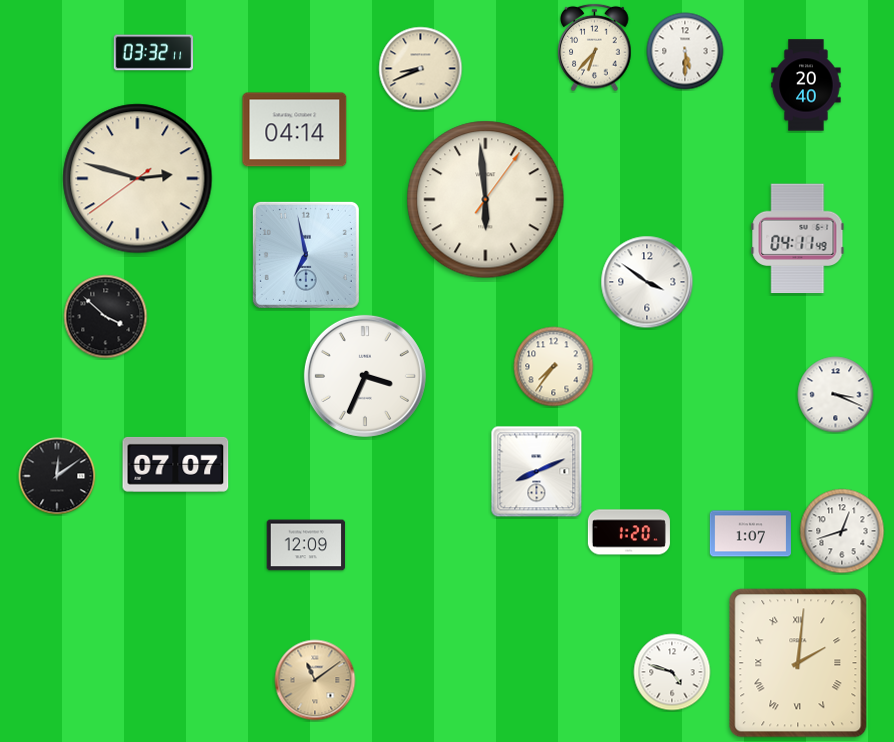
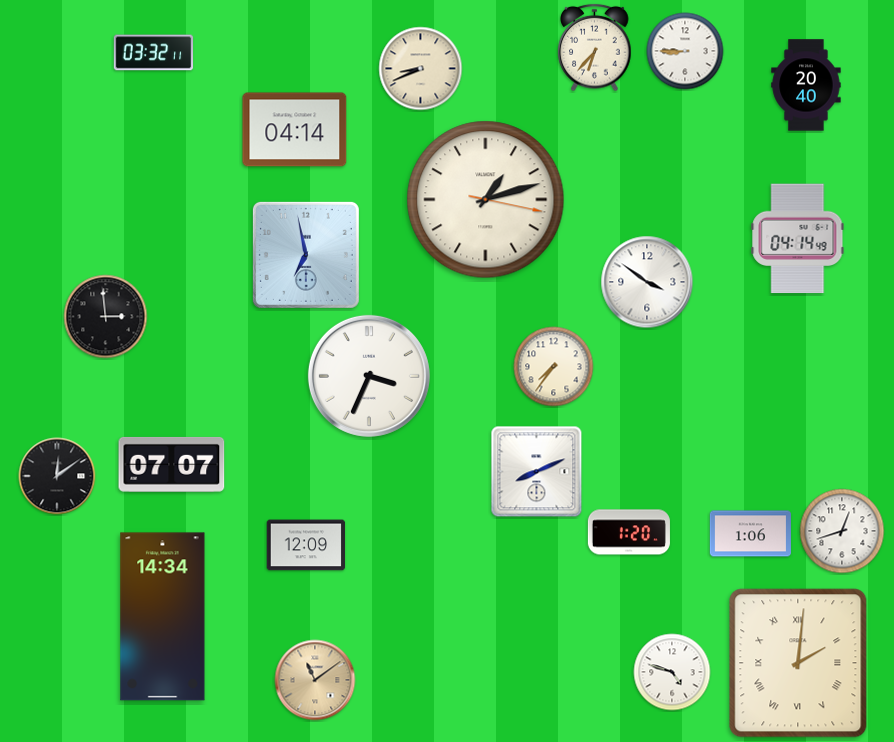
clock at (685, 51): 5:30 -> 8:45
clock at (138, 179): 2:47 -> none
clock at (486, 200): 5:59 -> 1:12
clock at (798, 239): 04:11 -> 04:14
clock at (106, 317): 3:52 -> 2:59
clock at (365, 376) position: (365, 376) -> (369, 376)
clock at (836, 395): 3:19 -> none
clock at (176, 464) position: (176, 464) -> (172, 464)
clock at (750, 534): 1:07 -> 1:06
clock at (163, 617): none -> 14:34
